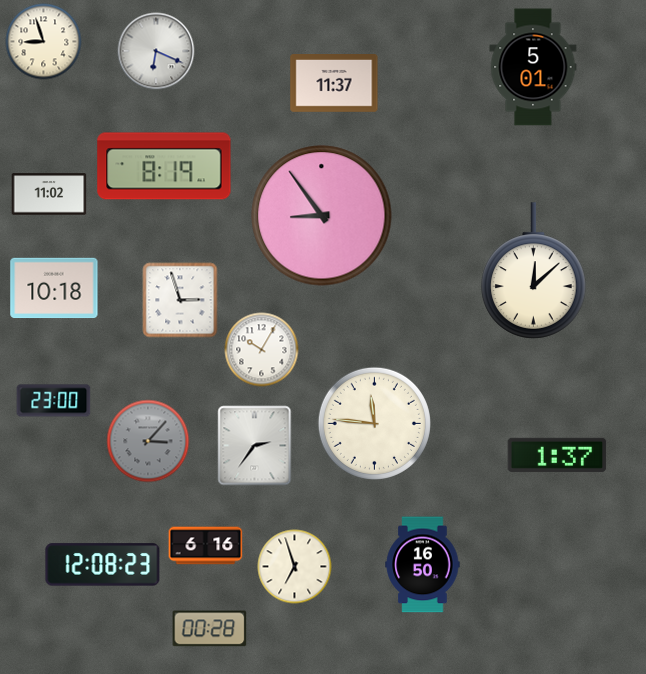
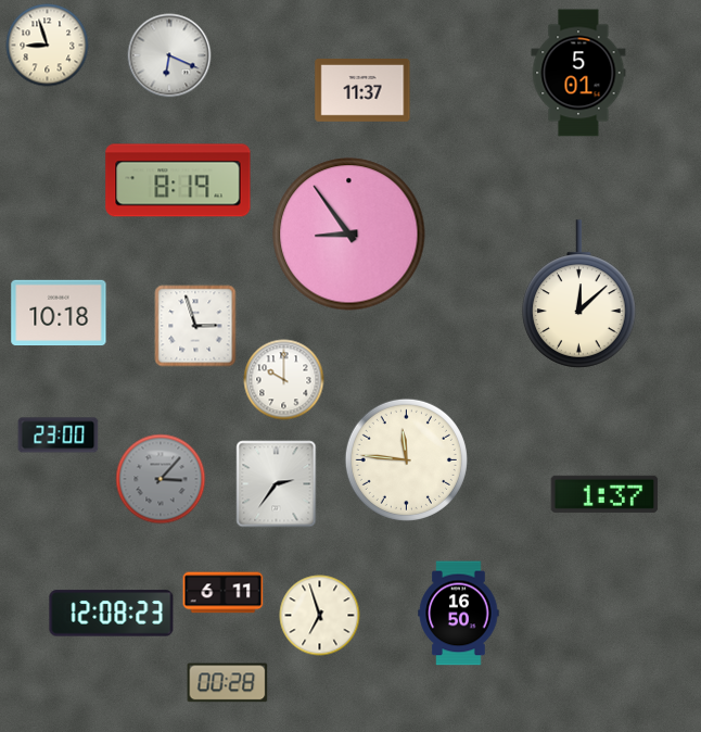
clock at (49, 194): 11:02 -> none
clock at (262, 350): 10:05 -> 10:00
clock at (206, 546): 6:16 -> 6:11
